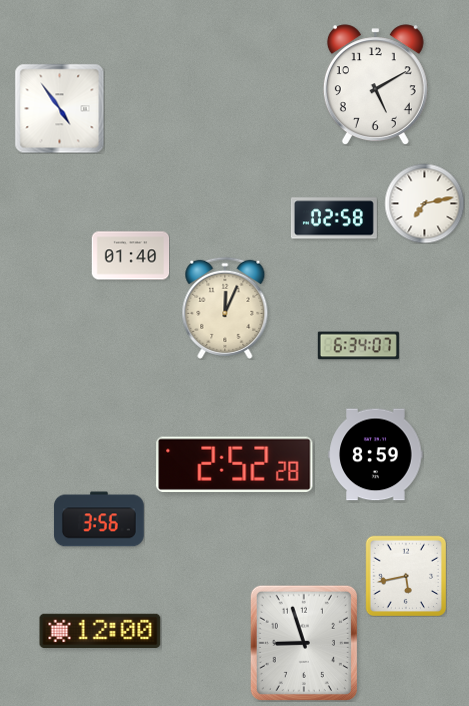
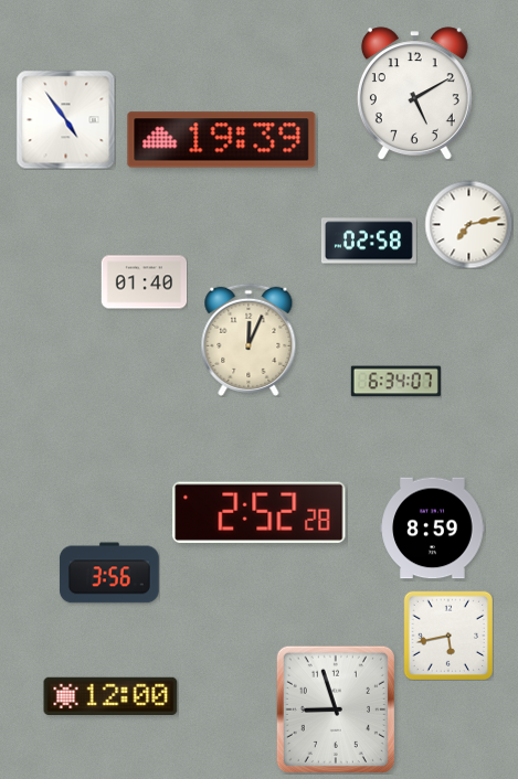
clock at (222, 140): none -> 19:39
clock at (376, 455) position: (376, 455) -> (433, 529)
